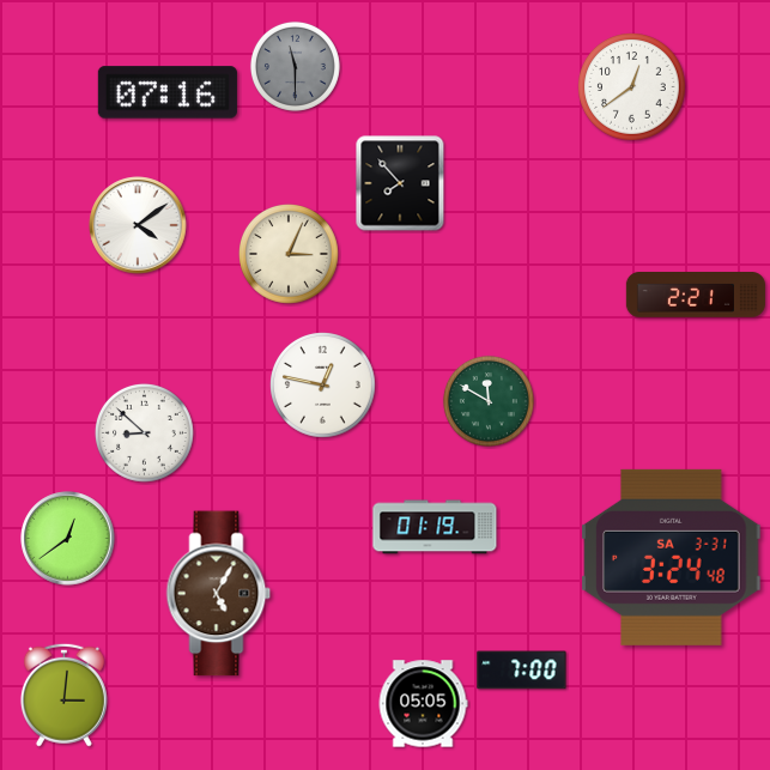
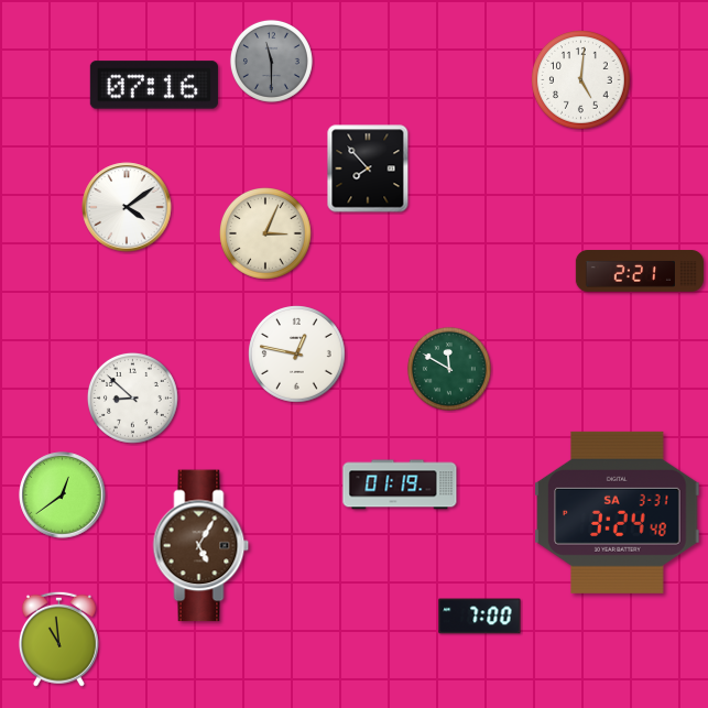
clock at (632, 87): 12:39 -> 5:01
clock at (63, 695): 3:01 -> 10:59
clock at (423, 704): 05:05 -> none
